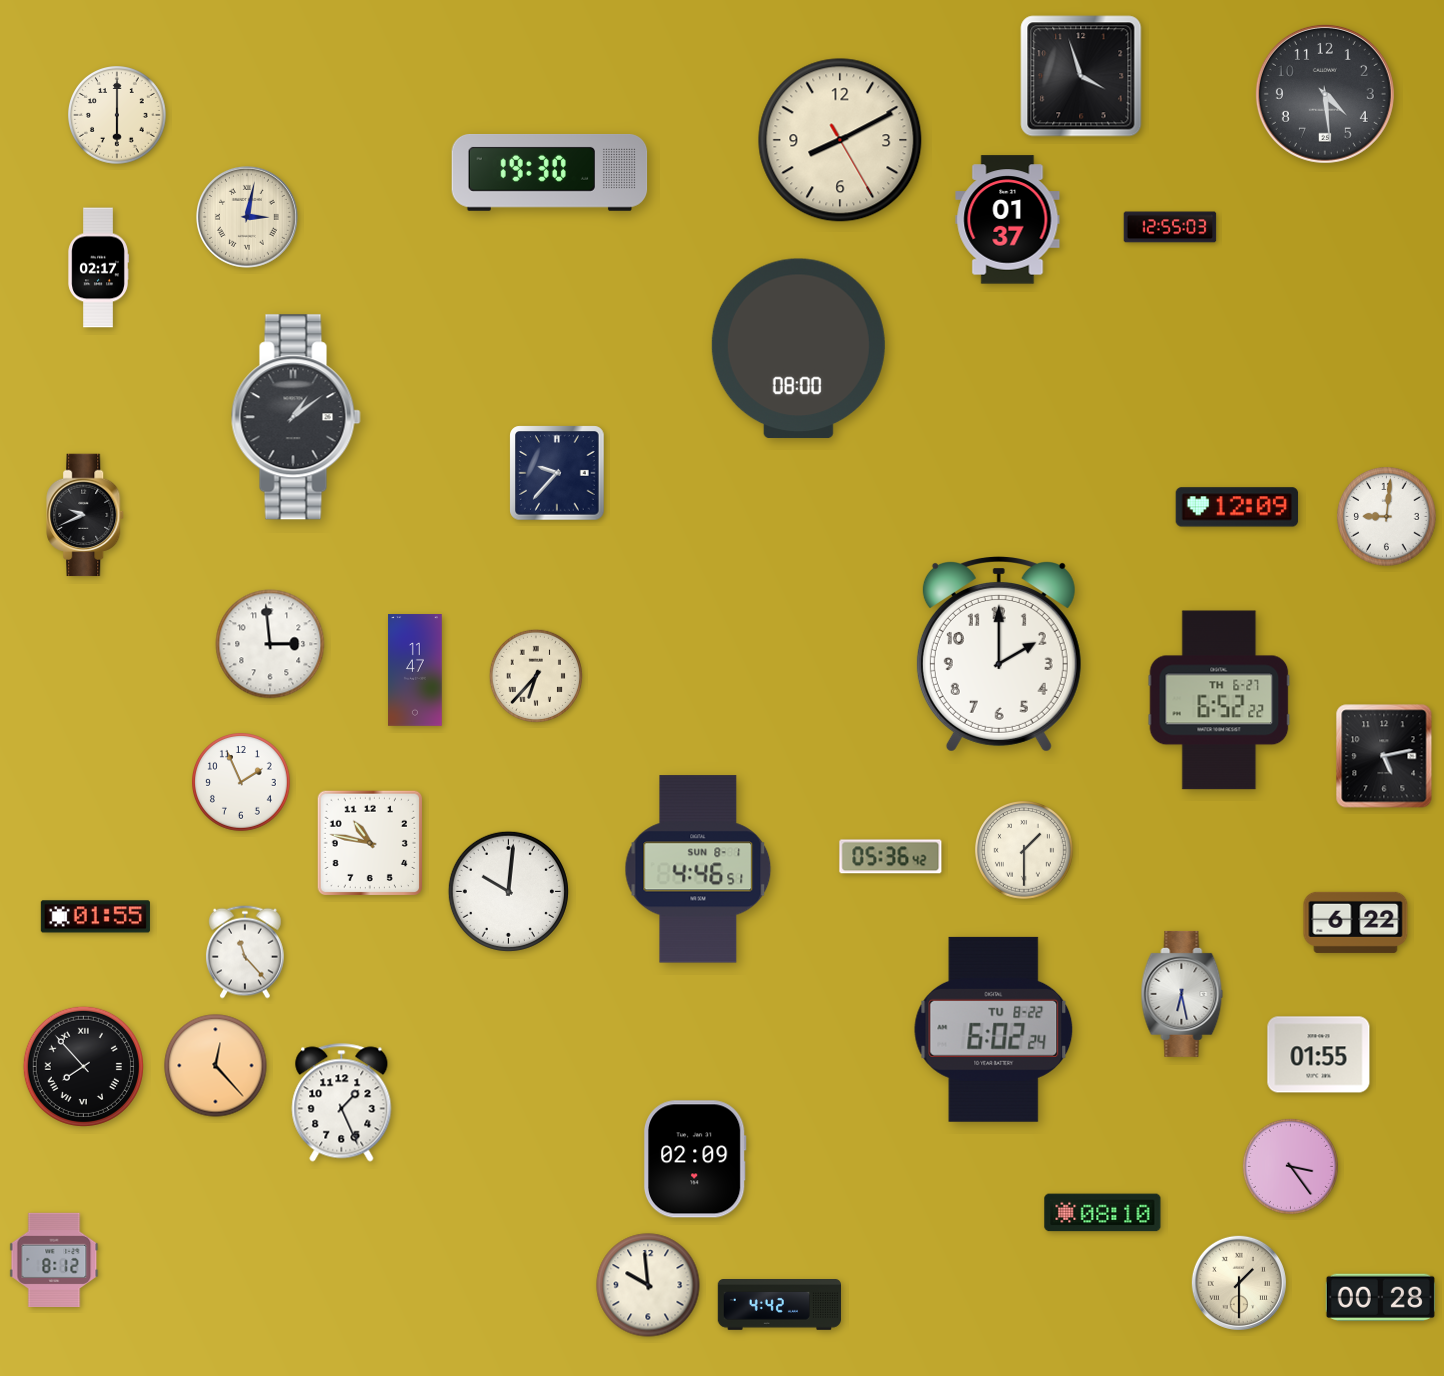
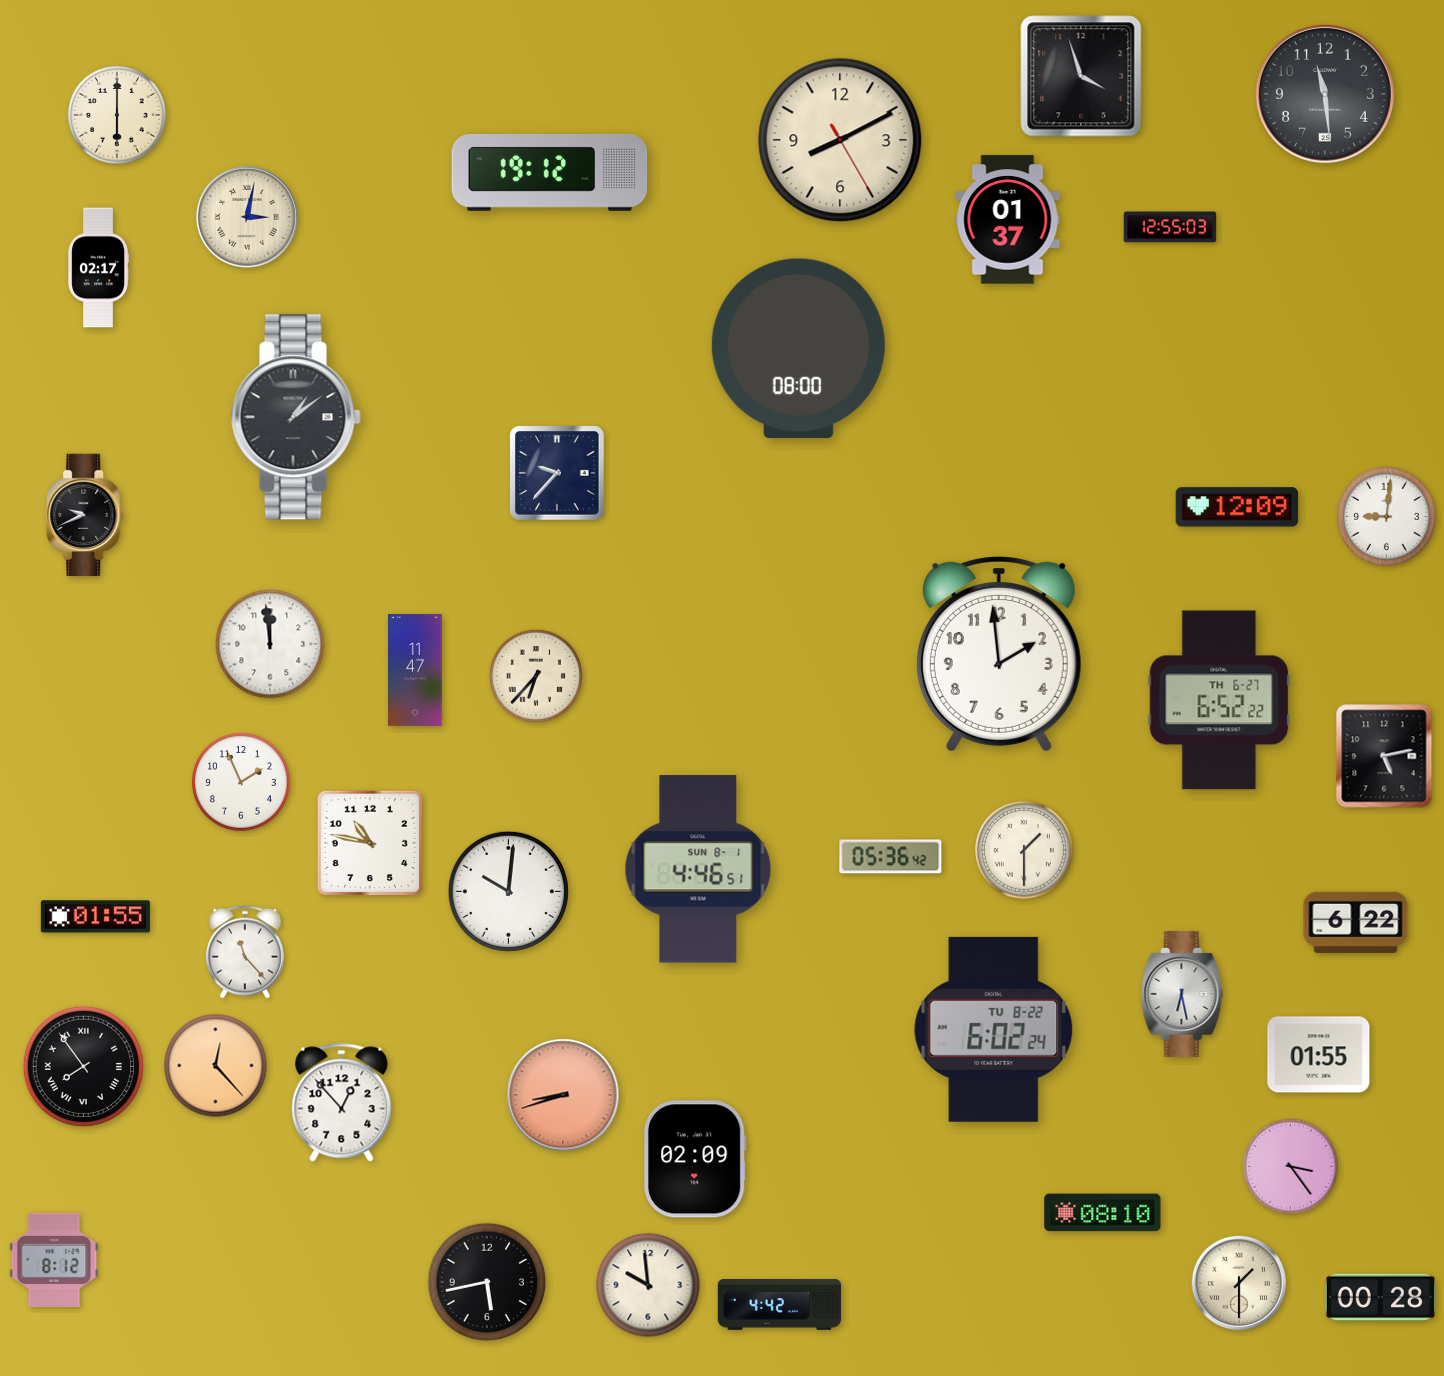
clock at (1325, 94): 4:29 -> 11:29
clock at (550, 173): 19:30 -> 19:12
clock at (270, 644): 2:59 -> 11:59
clock at (999, 655): 2:00 -> 1:59
clock at (83, 1066): 7:53 -> 7:54
clock at (563, 1095): none -> 8:42
clock at (342, 1103): 1:26 -> 12:53
clock at (487, 1282): none -> 5:43
